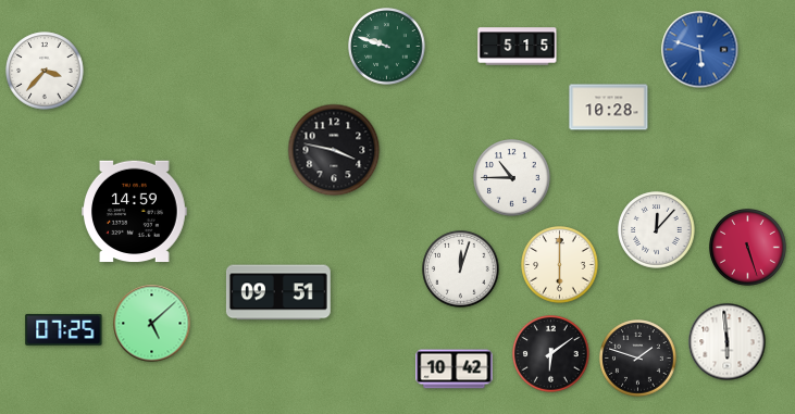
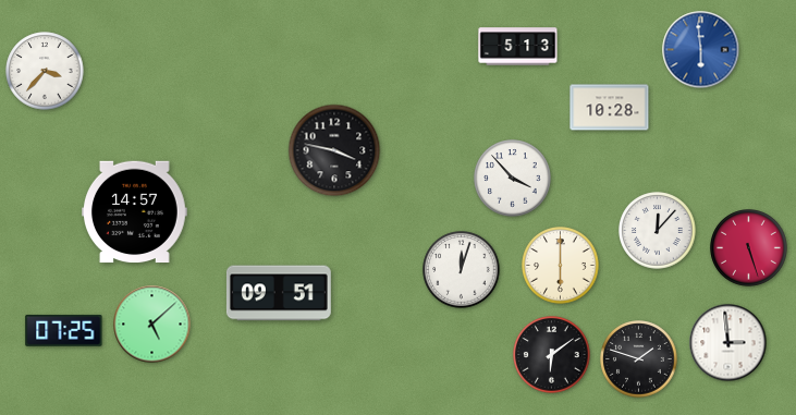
clock at (387, 47): 9:48 -> none
clock at (518, 47): 5:15 -> 5:13
clock at (700, 50): 5:48 -> 5:59
clock at (512, 178): 10:45 -> 3:53
clock at (135, 212): 14:59 -> 14:57
clock at (728, 342): 5:59 -> 2:59
clock at (455, 369): 10:42 -> none
